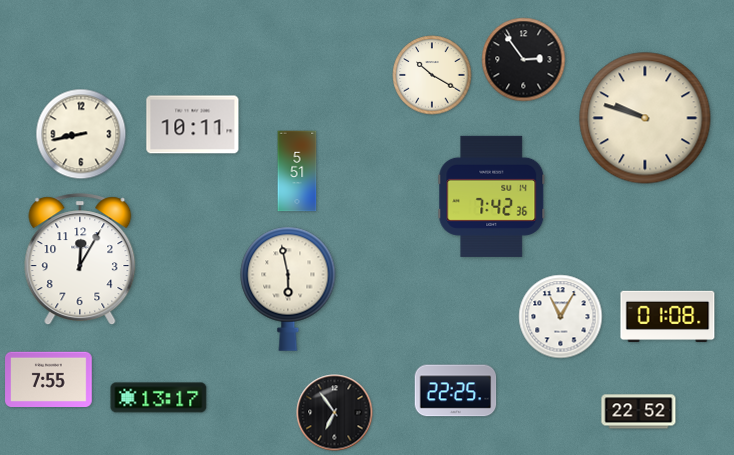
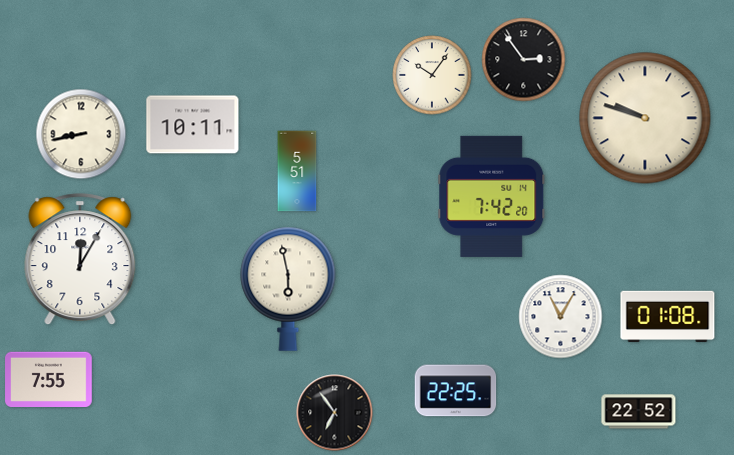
clock at (432, 75): 10:20 -> 10:06
clock at (492, 196): 7:42:36 -> 7:42:20
clock at (159, 398): 13:17 -> none
